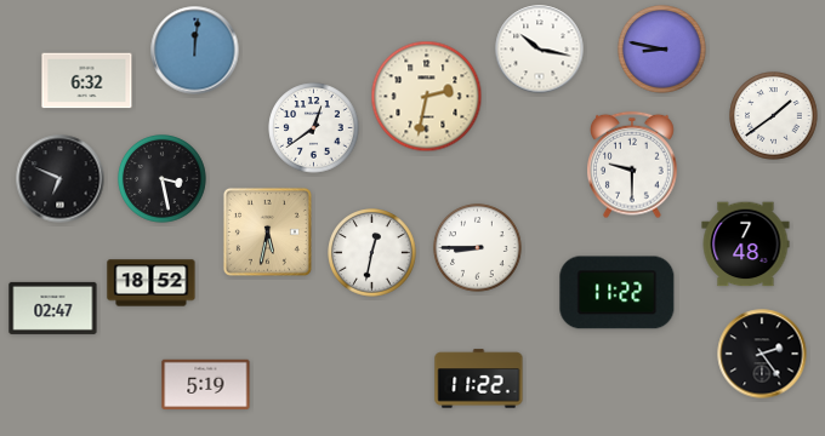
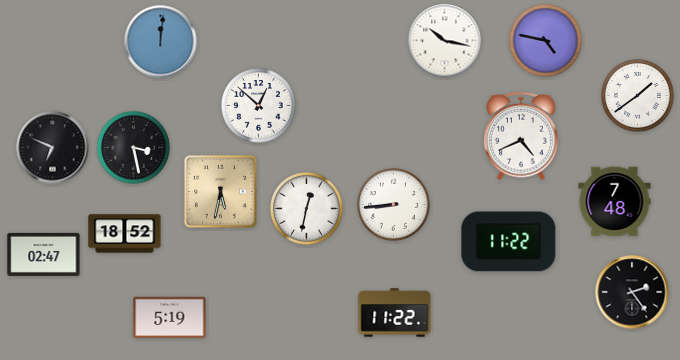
clock at (662, 50): 8:47 -> 4:47
clock at (87, 81): 6:32 -> none
clock at (427, 97): 2:32 -> none
clock at (314, 128): 12:39 -> 12:52
clock at (633, 165): 9:30 -> 4:41
clock at (61, 179) position: (61, 179) -> (53, 148)
clock at (478, 248): 8:45 -> 8:44
clock at (762, 354) position: (762, 354) -> (632, 292)
